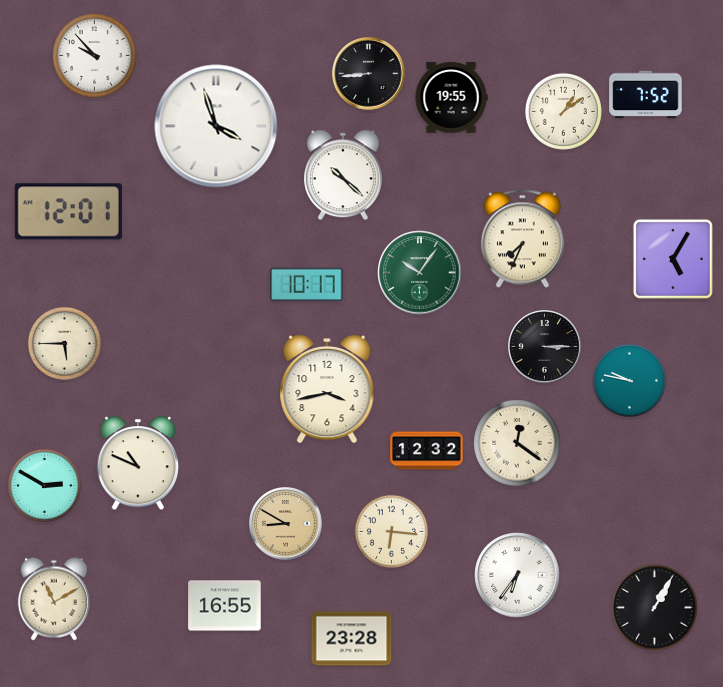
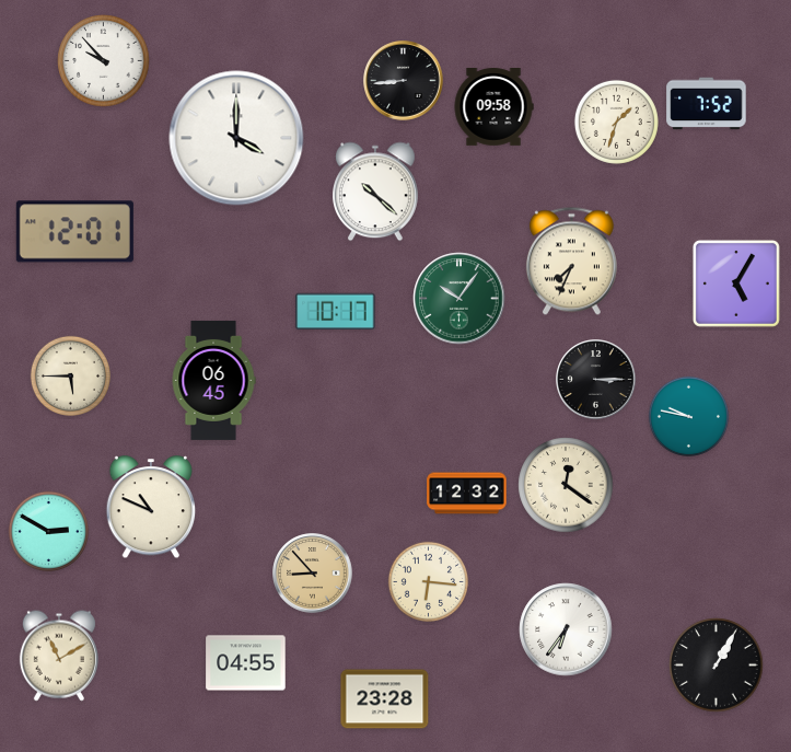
clock at (451, 98): 19:55 -> 09:58
clock at (563, 111): 1:09 -> 1:33
clock at (216, 126): 3:57 -> 4:00
clock at (213, 380): none -> 06:45
clock at (327, 389): 3:43 -> none
clock at (286, 524): 8:50 -> 8:53
clock at (225, 606): 16:55 -> 04:55
